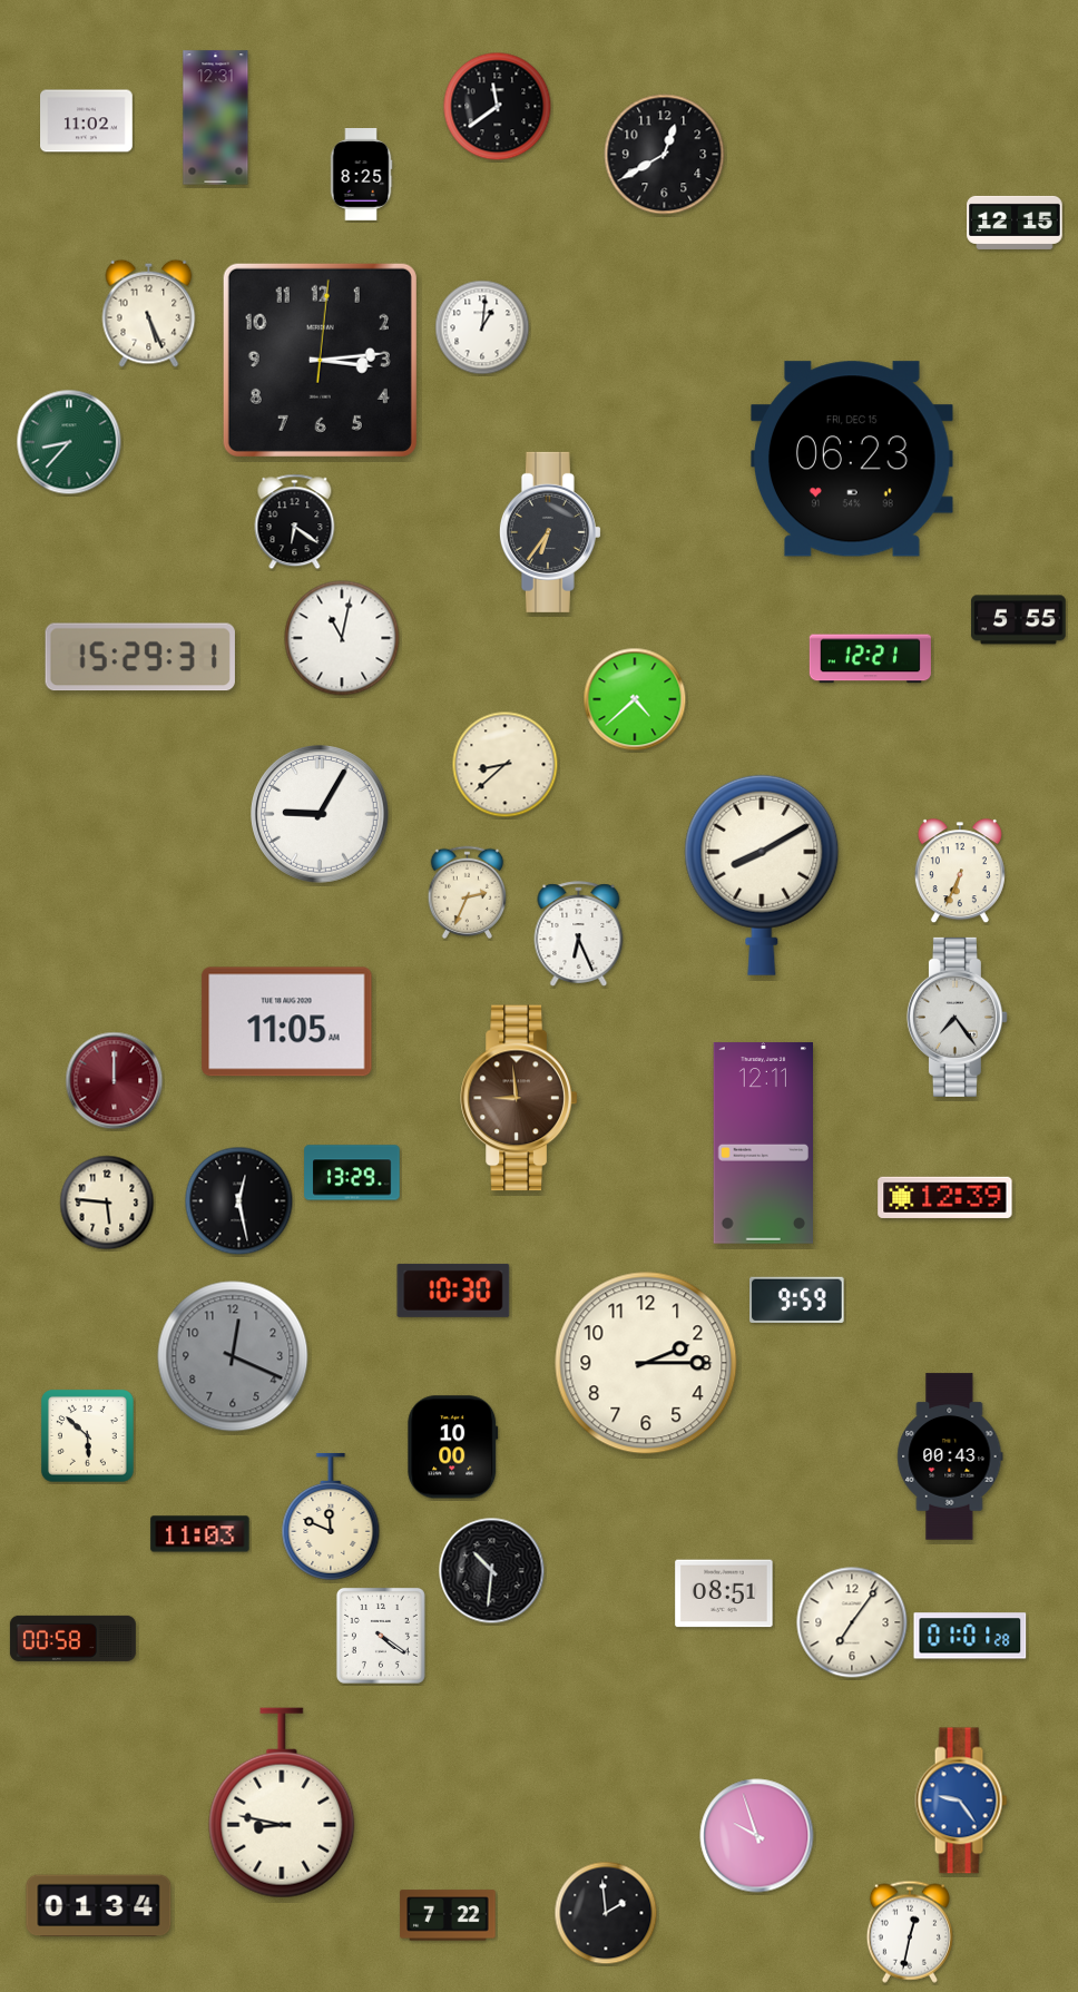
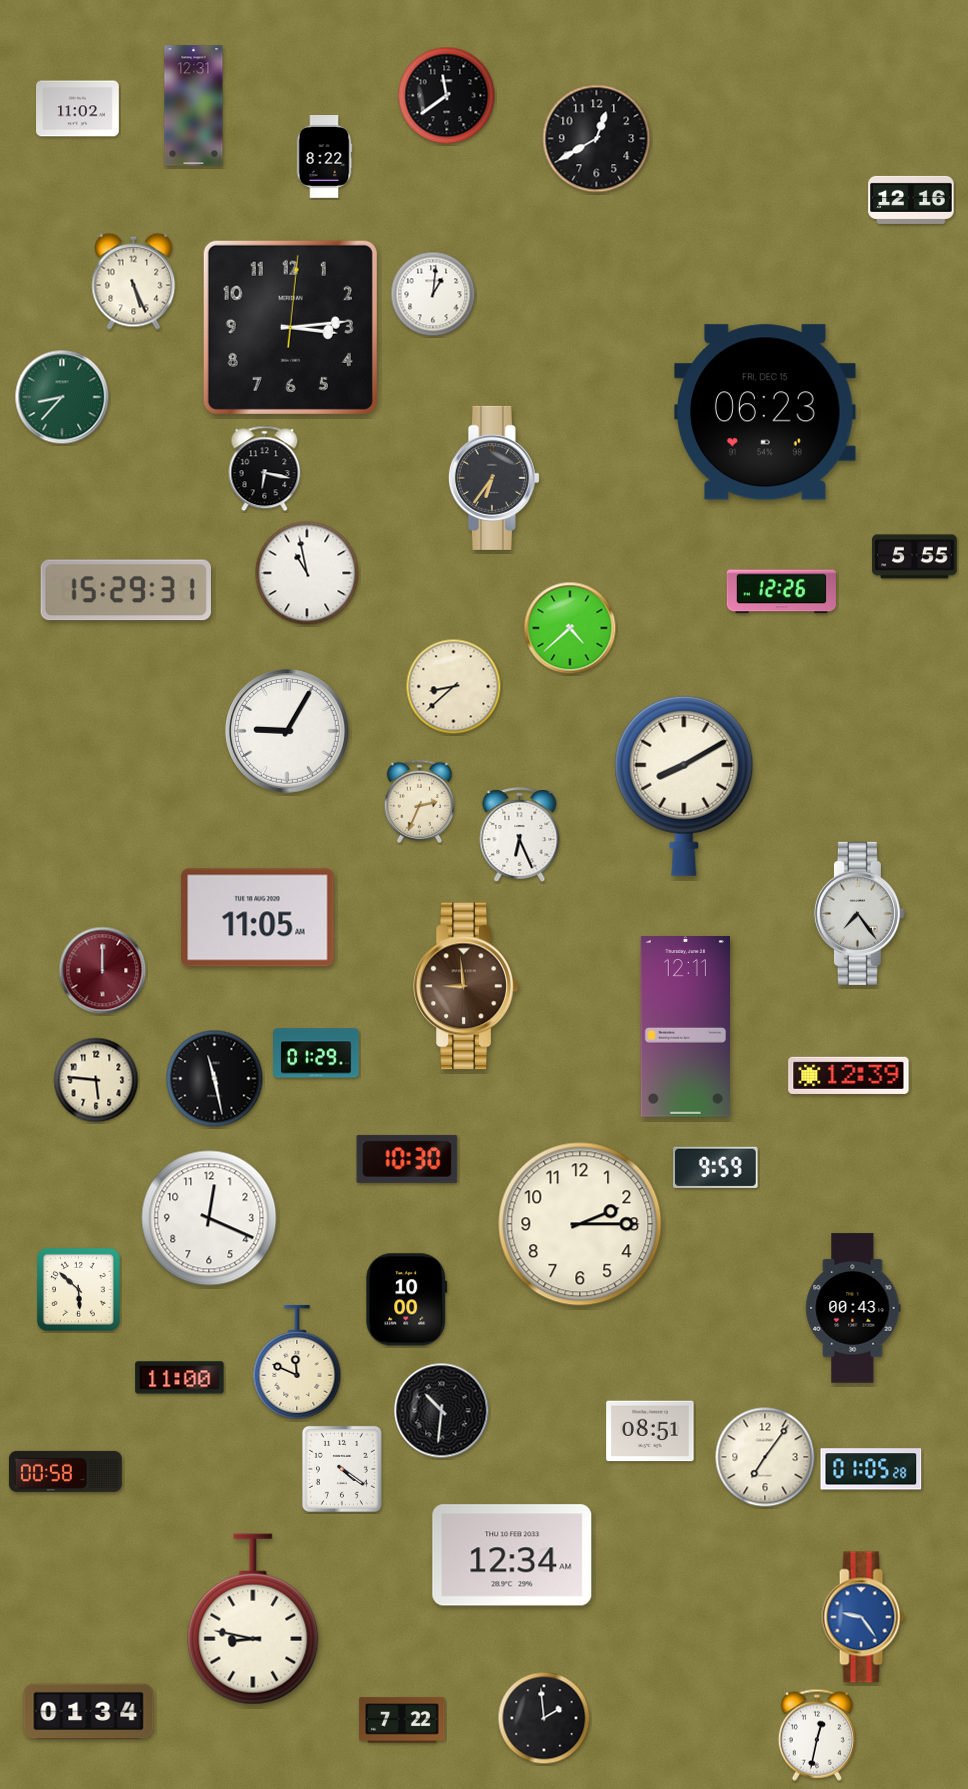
clock at (361, 175): 8:25 -> 8:22
clock at (1015, 223): 12:15 -> 12:16
clock at (320, 360) position: (320, 360) -> (290, 327)
clock at (295, 522): 6:21 -> 6:17
clock at (342, 638): 11:02 -> 10:58
clock at (870, 659): 12:21 -> 12:26
clock at (960, 872): 6:34 -> none
clock at (579, 934) position: (579, 934) -> (520, 835)
clock at (352, 1172): 13:29 -> 01:29
clock at (239, 1201): 12:28 -> 11:28
clock at (233, 1356) dial: grey -> white
clock at (200, 1534): 11:03 -> 11:00
clock at (970, 1636): 01:01 -> 01:05
clock at (512, 1555): none -> 12:34
clock at (757, 1836): 9:57 -> none
